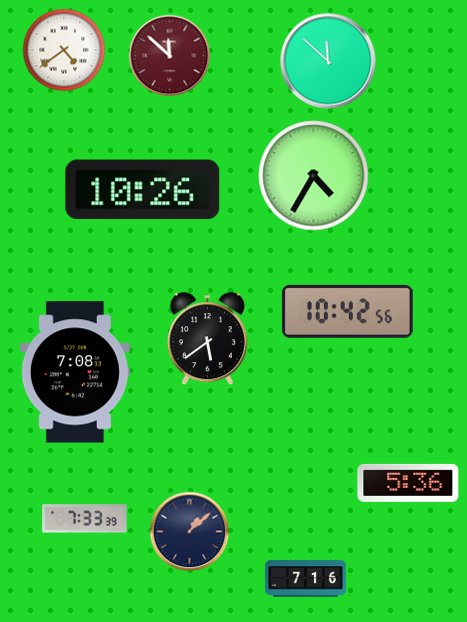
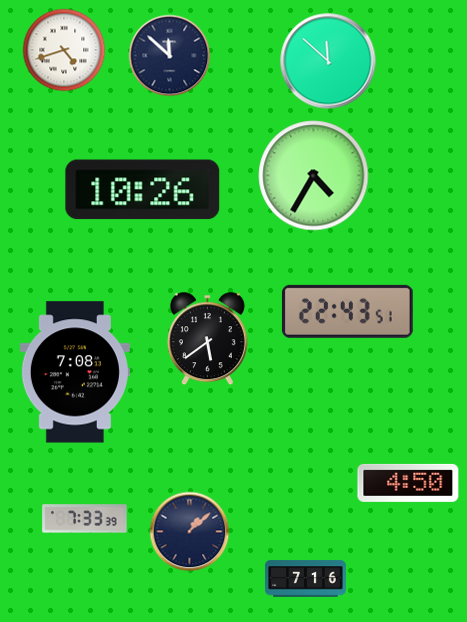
clock at (64, 50): 4:39 -> 4:42
clock at (169, 55) dial: burgundy -> navy
clock at (347, 311): 10:42 -> 22:43
clock at (408, 483): 5:36 -> 4:50
